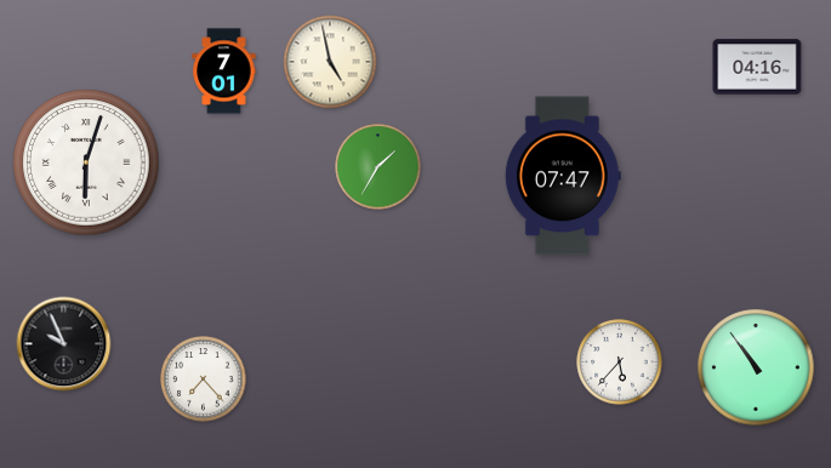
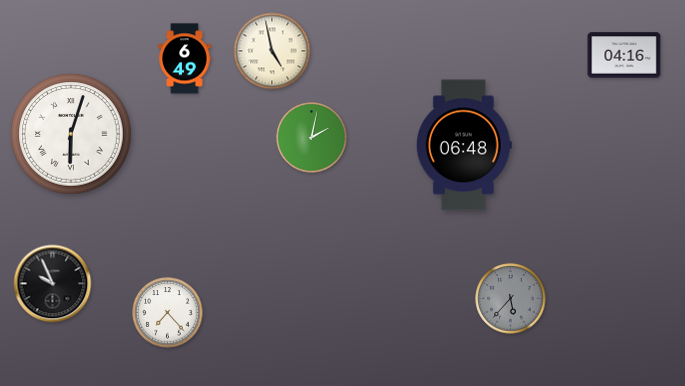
clock at (224, 72): 7:01 -> 6:49
clock at (378, 167): 1:35 -> 2:02
clock at (563, 176): 07:47 -> 06:48
clock at (620, 363) dial: white -> grey
clock at (756, 367): 10:54 -> none
